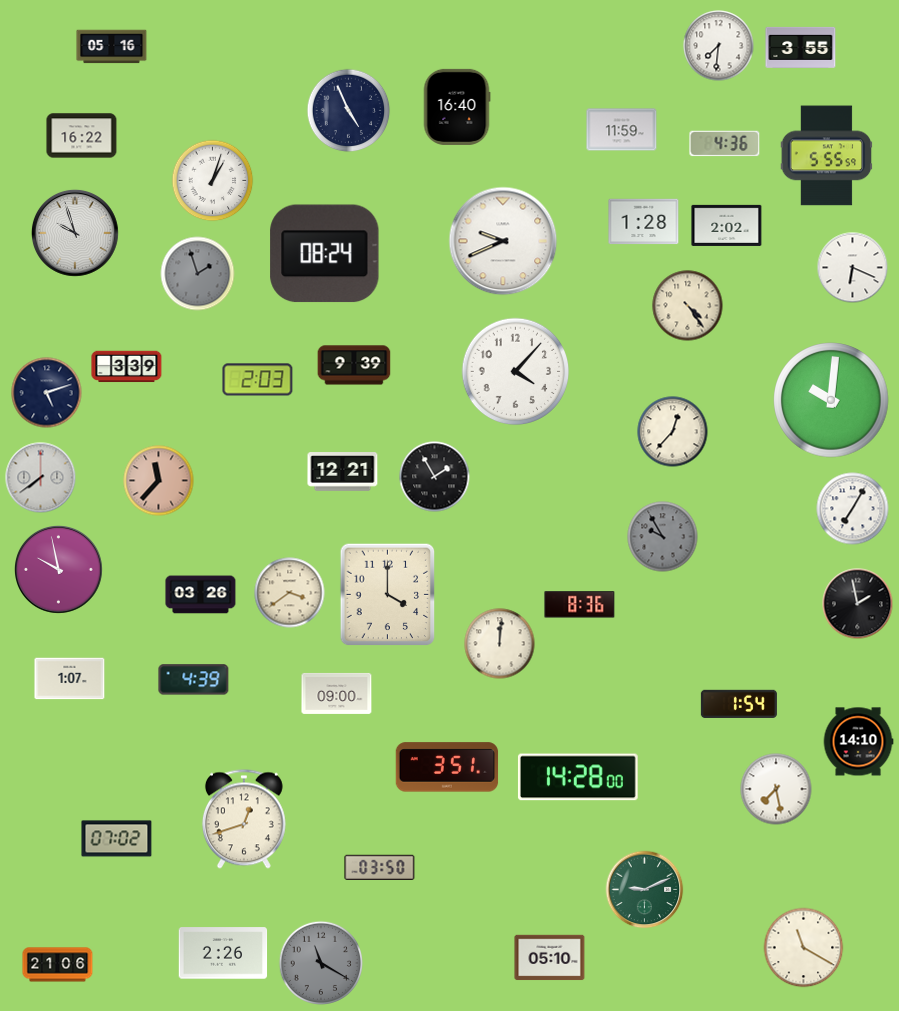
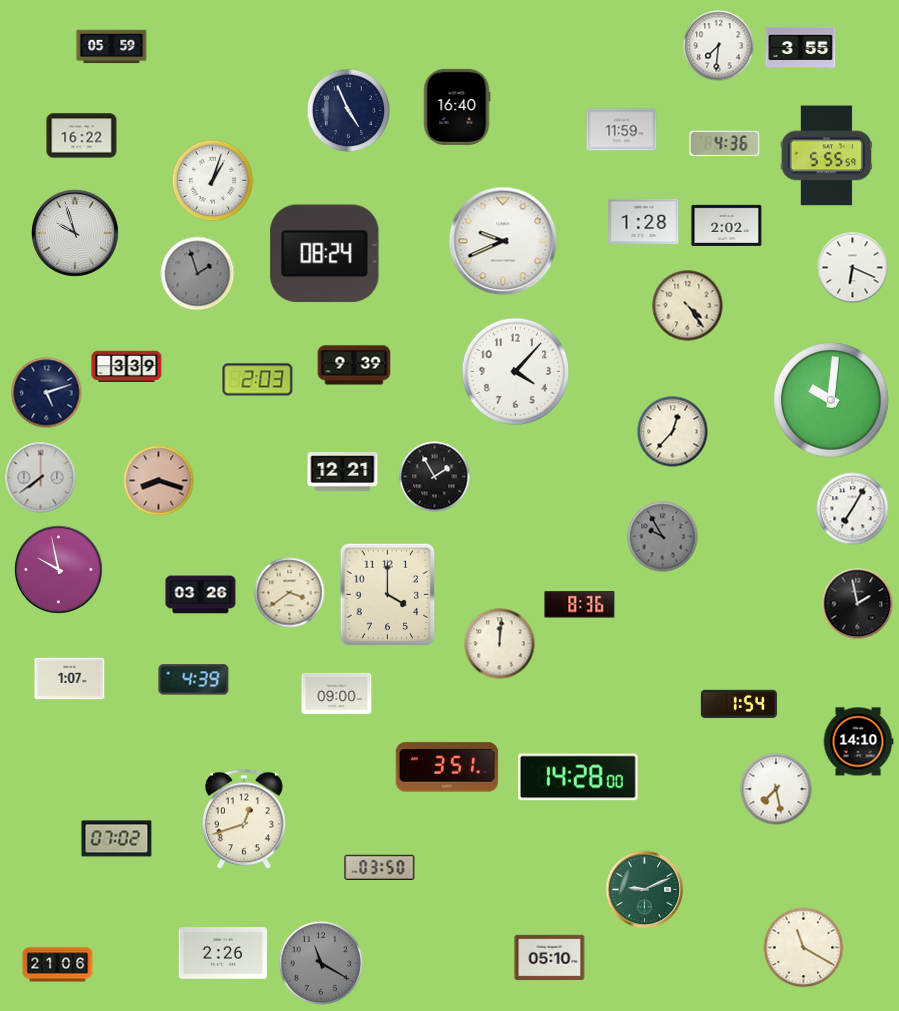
clock at (112, 47): 05:16 -> 05:59
clock at (159, 481): 11:37 -> 8:18
